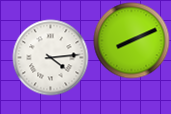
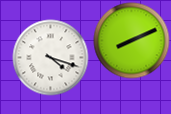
clock at (51, 58): 4:14 -> 4:18
